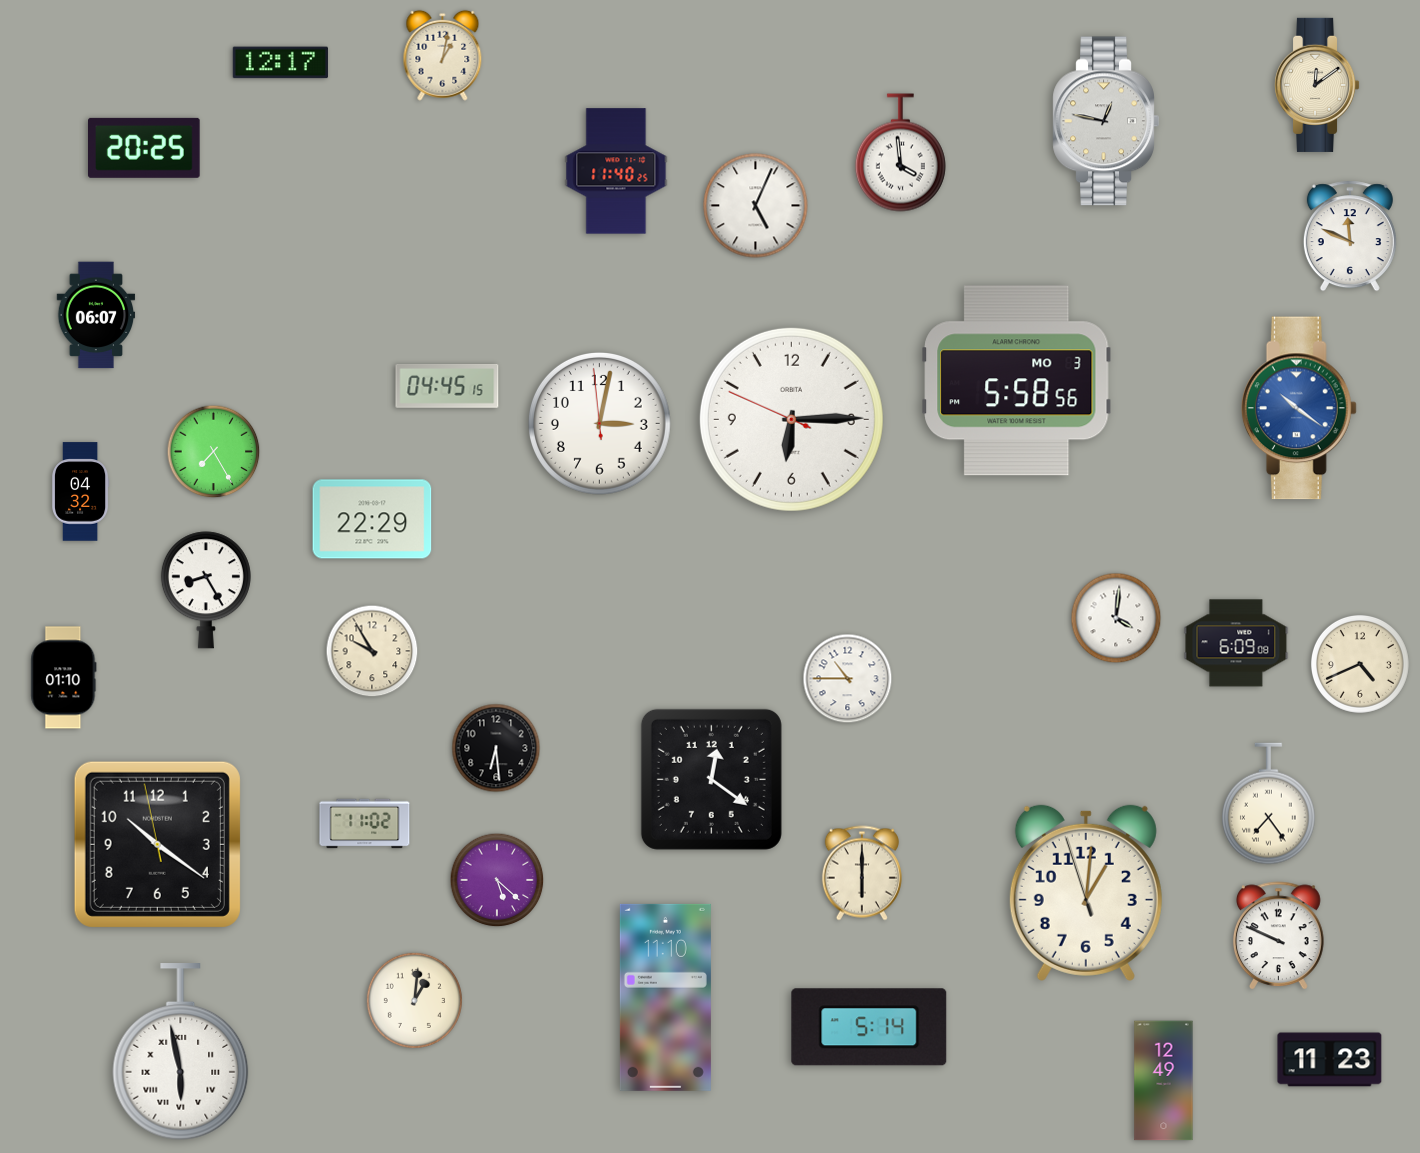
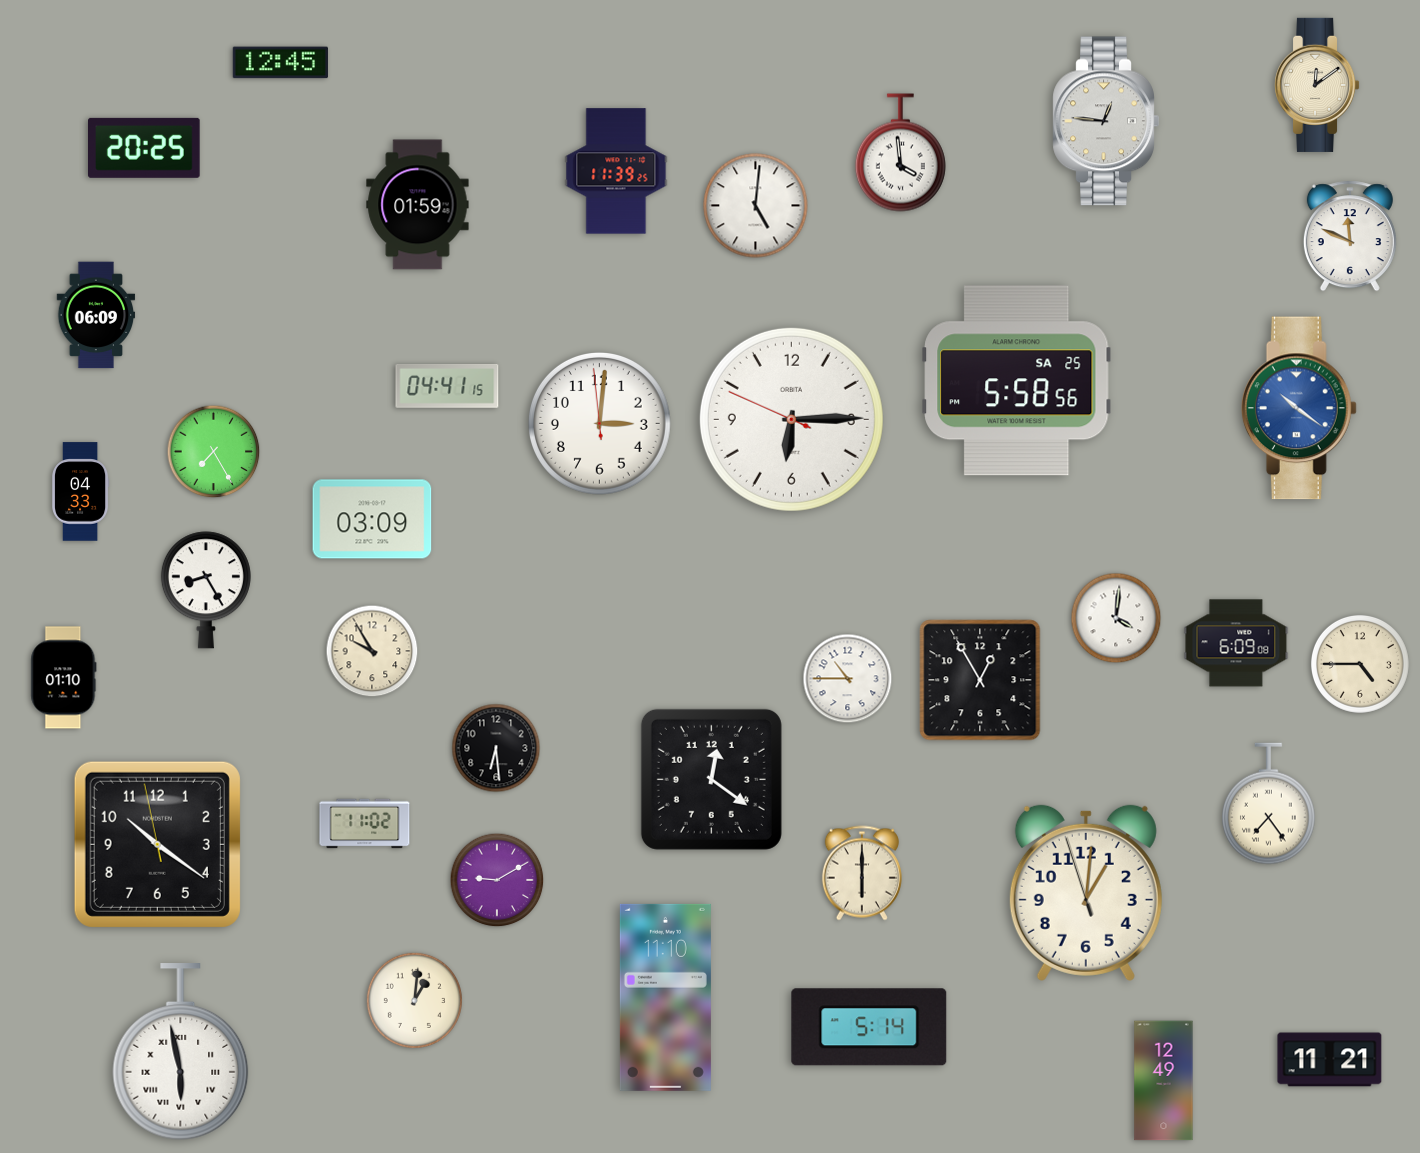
clock at (443, 55): 1:02 -> none
clock at (280, 63): 12:17 -> 12:45
clock at (1106, 121): 12:47 -> 12:46
clock at (616, 171): 11:40 -> 11:39
clock at (418, 205): none -> 01:59
clock at (756, 206): 5:04 -> 5:01
clock at (96, 315): 06:07 -> 06:09
clock at (1017, 381) date: MO 3 -> SA 25
clock at (447, 386): 04:45 -> 04:41
clock at (599, 423): 3:01 -> 3:00
clock at (81, 492): 04:32 -> 04:33
clock at (372, 519): 22:29 -> 03:09
clock at (1360, 664): 4:41 -> 4:45
clock at (980, 680): none -> 12:55
clock at (497, 880): 5:22 -> 9:10
clock at (1278, 936): 9:49 -> none
clock at (1330, 1060): 11:23 -> 11:21
